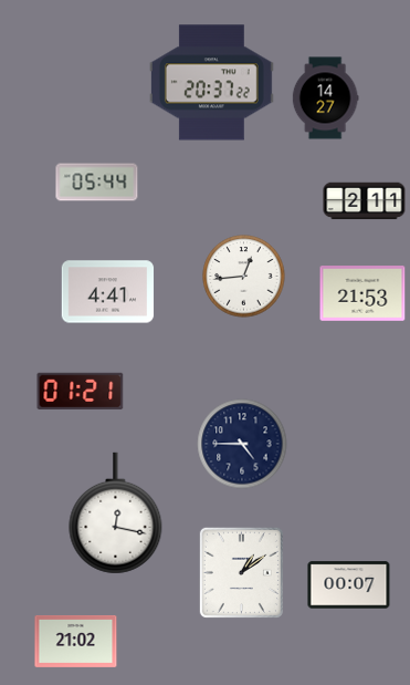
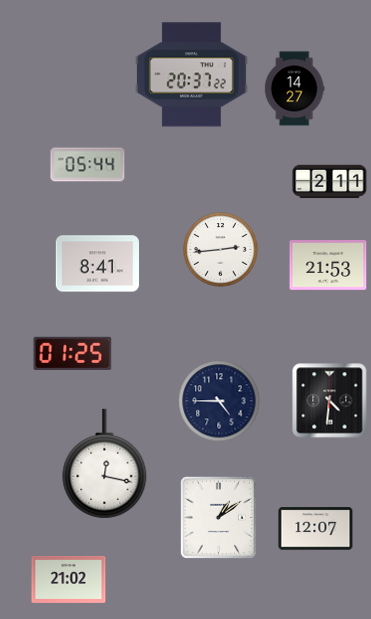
clock at (244, 277): 12:44 -> 2:44
clock at (108, 292): 4:41 -> 8:41
clock at (81, 391): 01:21 -> 01:25
clock at (330, 401): none -> 4:31
clock at (349, 585): 00:07 -> 12:07
